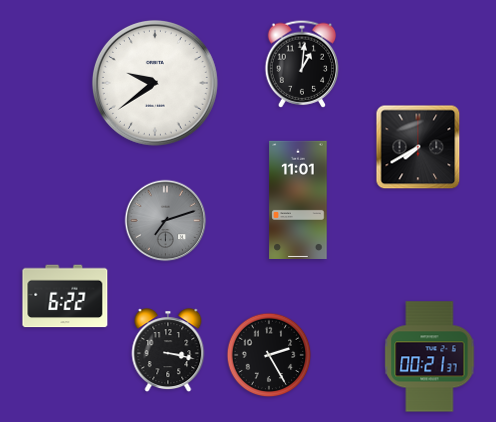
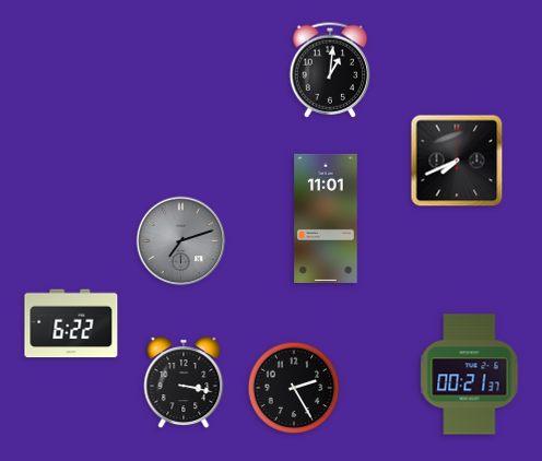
clock at (155, 83): 9:39 -> none
clock at (418, 147): 7:40 -> 7:41
clock at (430, 357) position: (430, 357) -> (470, 375)
